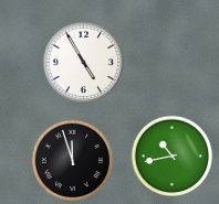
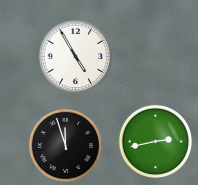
clock at (173, 157): 10:43 -> 2:43
